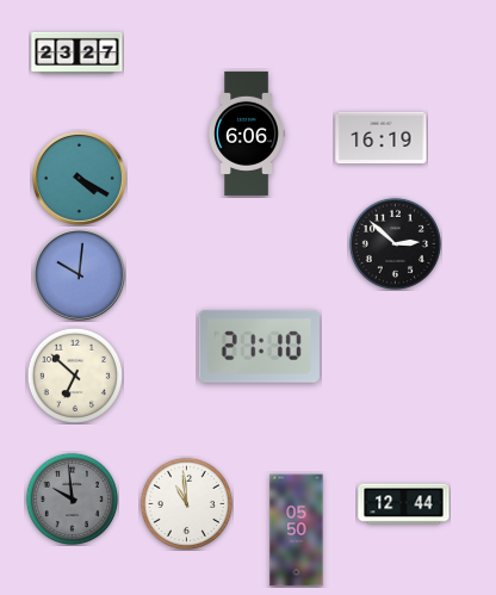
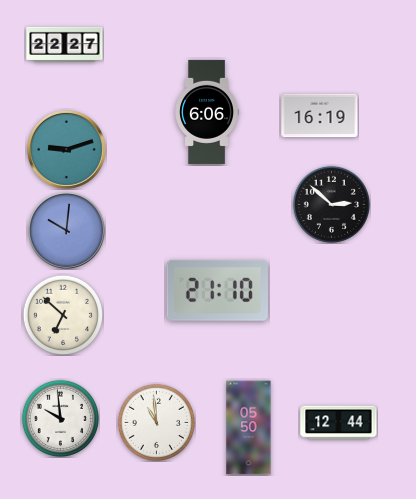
clock at (77, 52): 23:27 -> 22:27
clock at (79, 178): 4:20 -> 9:12
clock at (72, 498) dial: grey -> white
clock at (297, 531) position: (297, 531) -> (249, 428)
